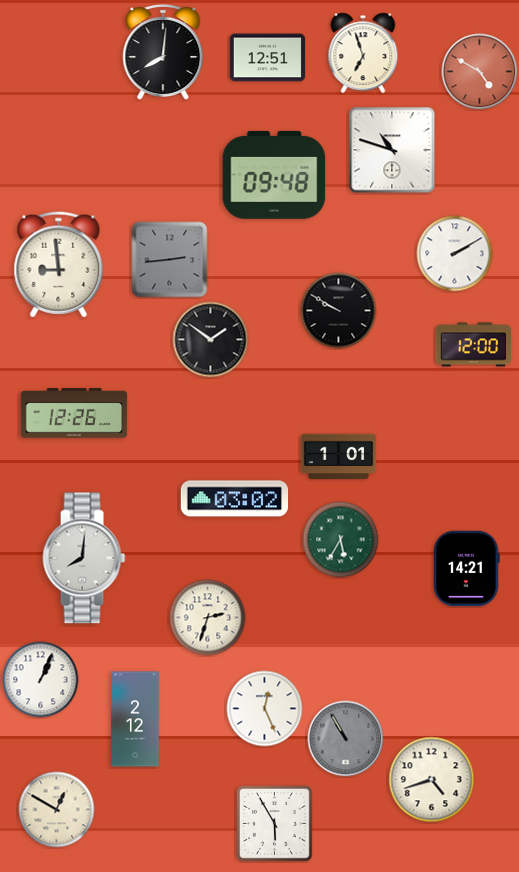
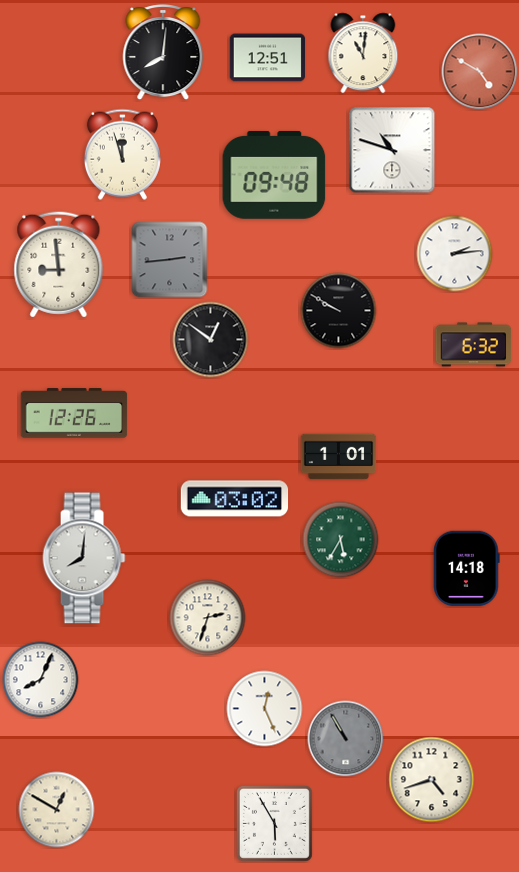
clock at (363, 53): 6:57 -> 11:01
clock at (122, 154): none -> 11:57
clock at (455, 254): 2:10 -> 2:14
clock at (211, 340): 1:51 -> 12:51
clock at (474, 345): 12:00 -> 6:32
clock at (467, 569): 14:21 -> 14:18
clock at (41, 680): 1:04 -> 8:04
clock at (135, 719): 2:12 -> none
